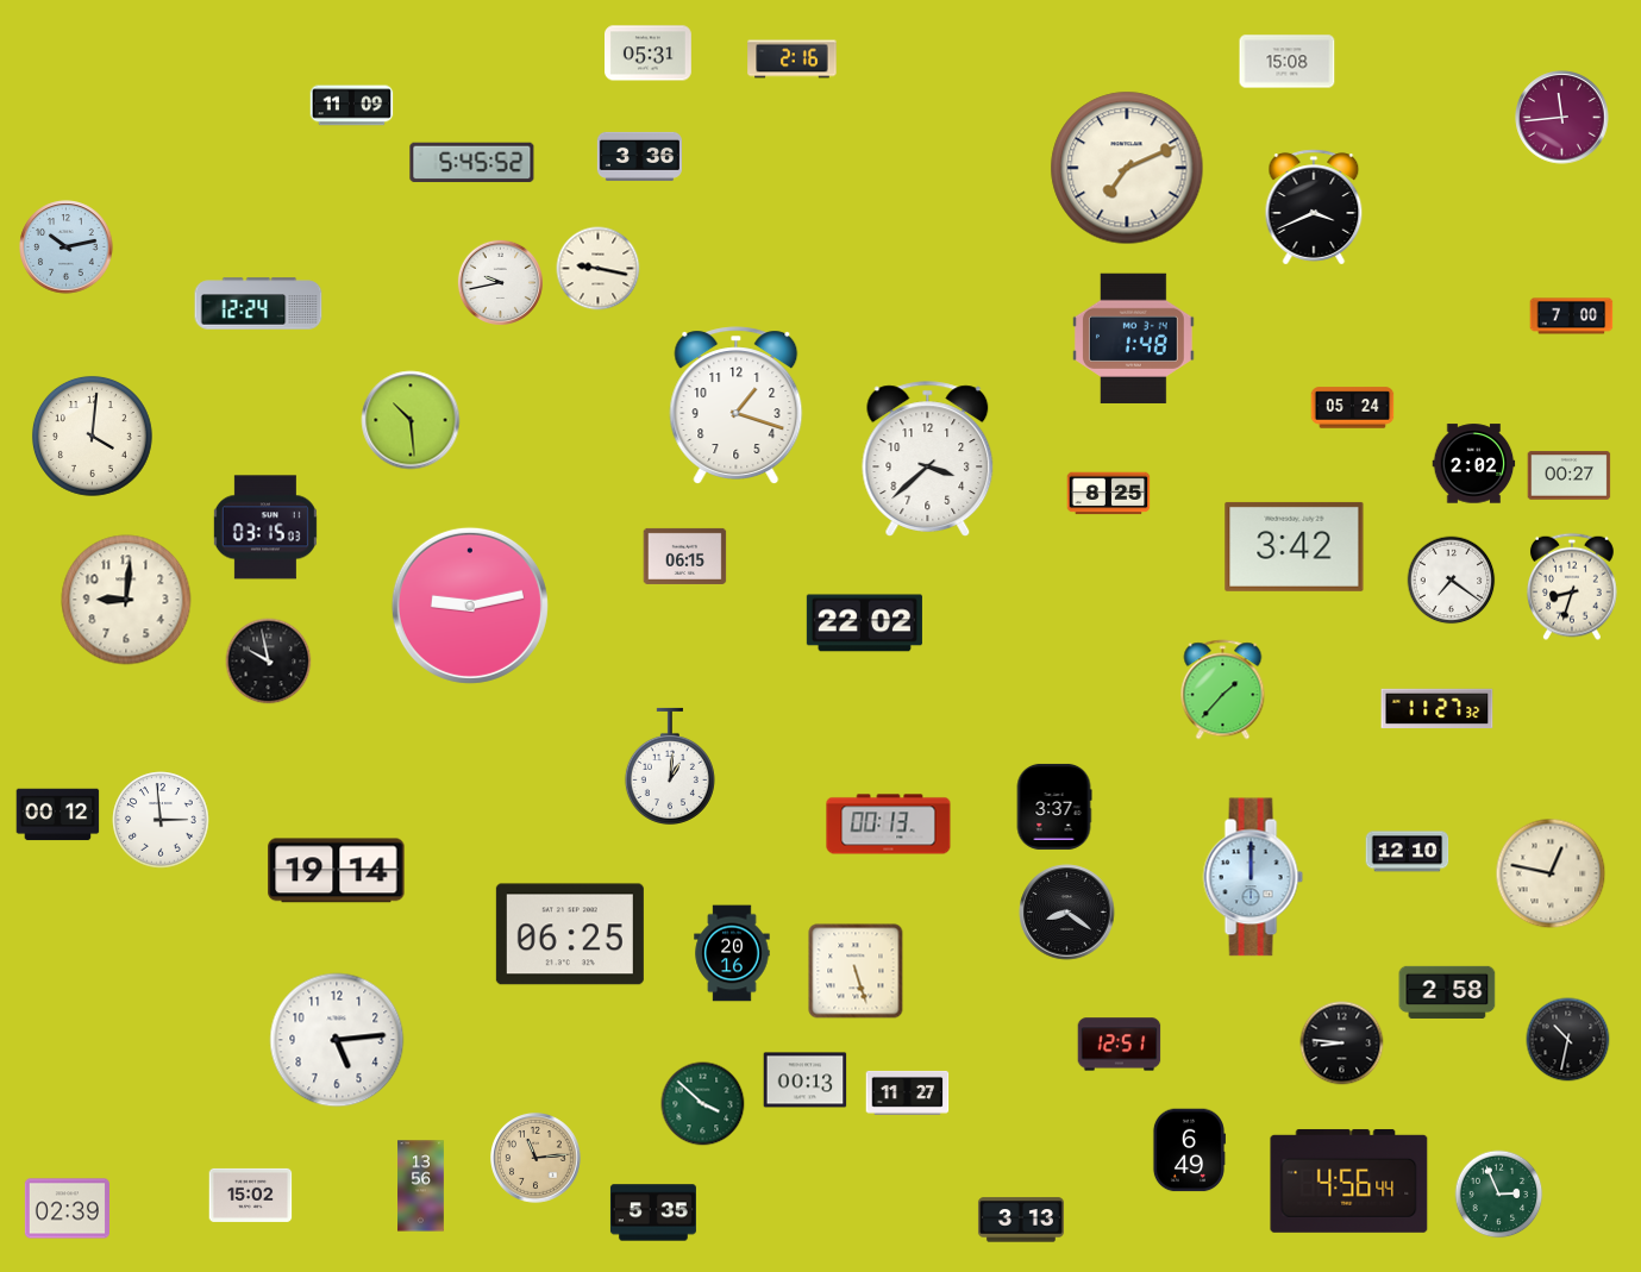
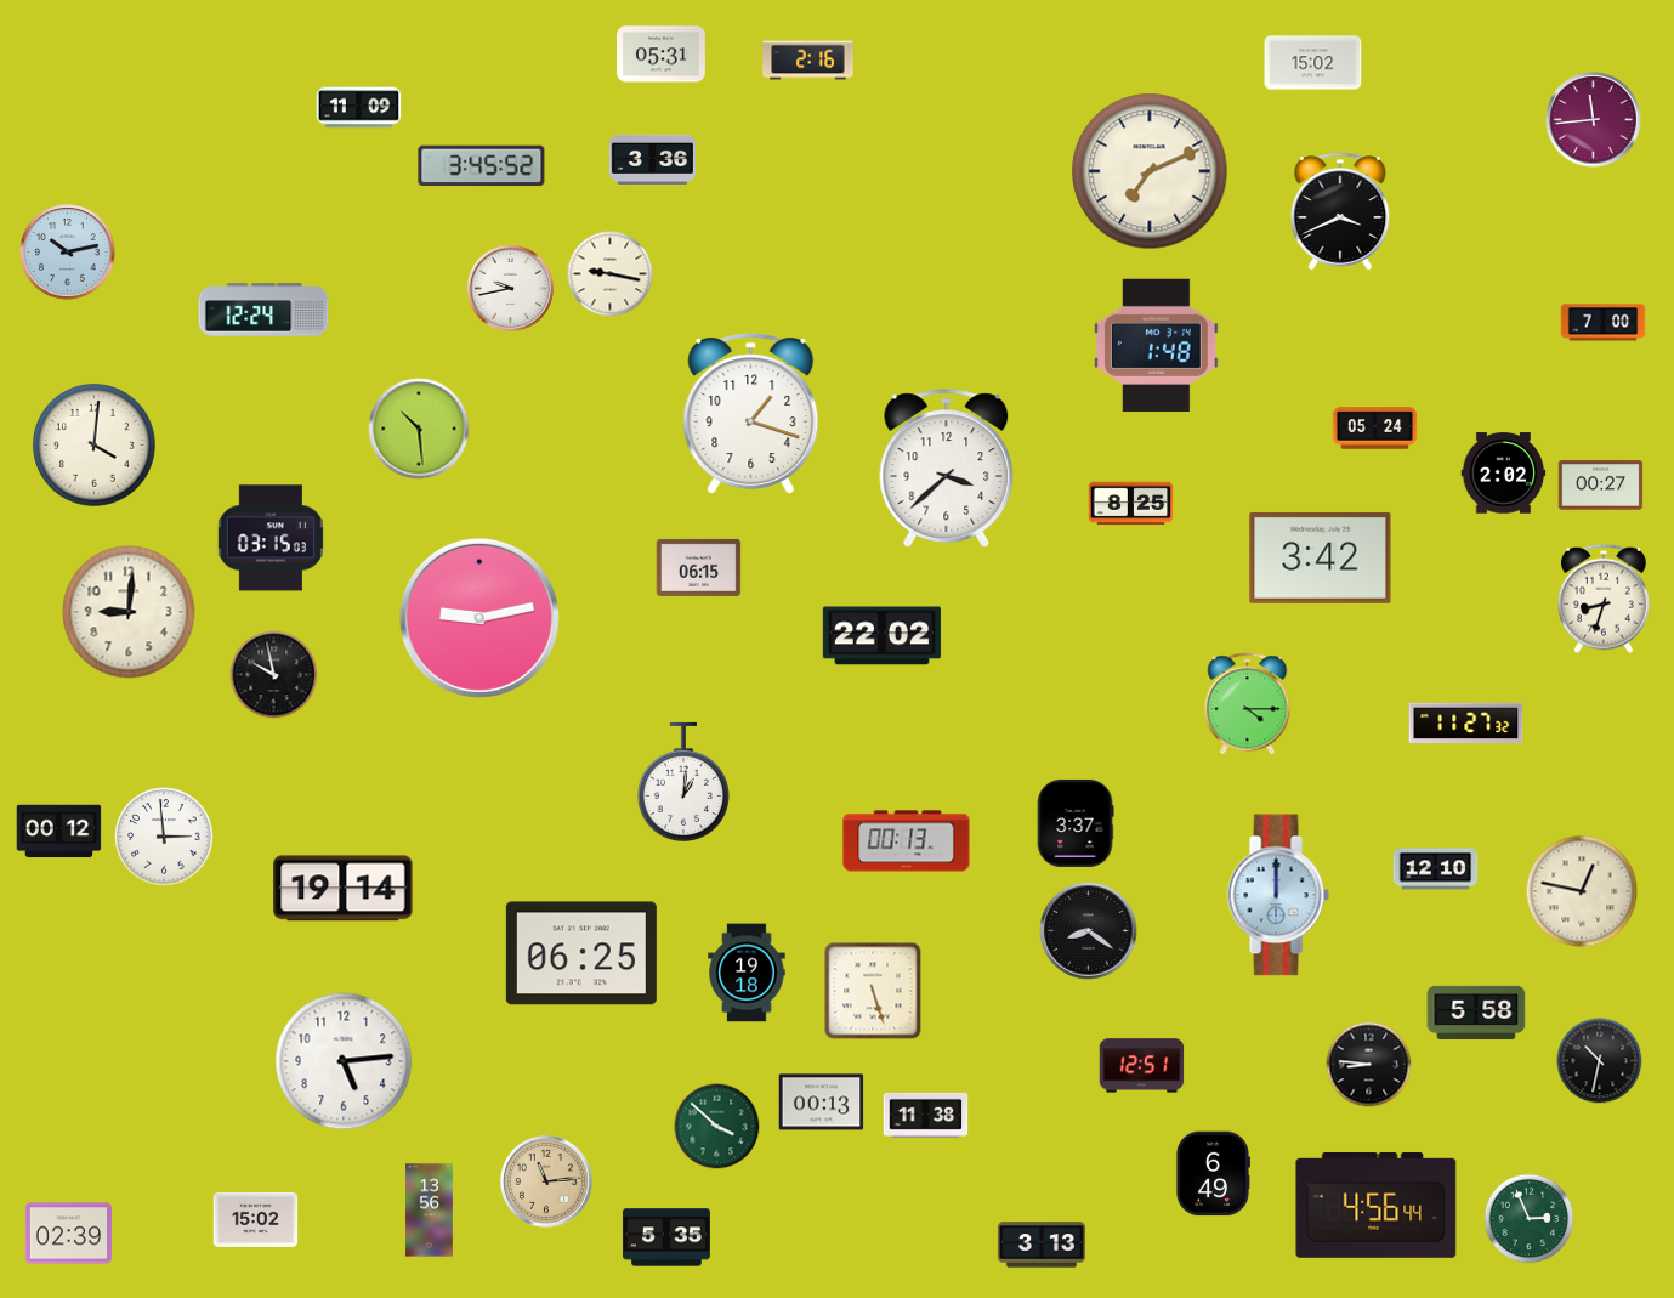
clock at (1288, 62): 15:08 -> 15:02
clock at (472, 163): 5:45 -> 3:45
clock at (1353, 408) position: (1353, 408) -> (1375, 429)
clock at (1452, 581): 7:21 -> none
clock at (1223, 690): 1:37 -> 4:15
clock at (732, 953): 20:16 -> 19:18
clock at (1447, 992): 2:58 -> 5:58
clock at (908, 1092): 11:27 -> 11:38
